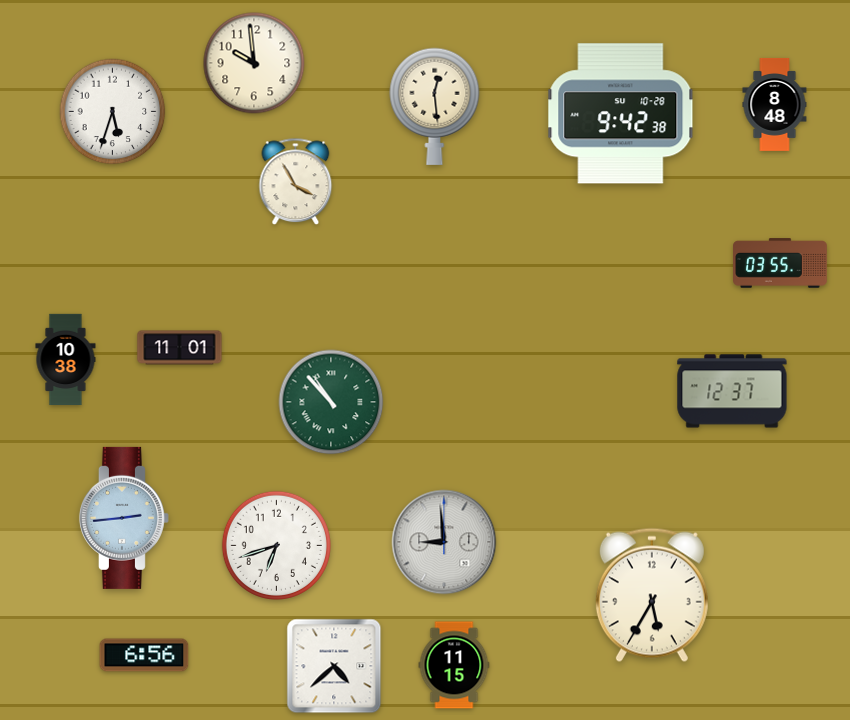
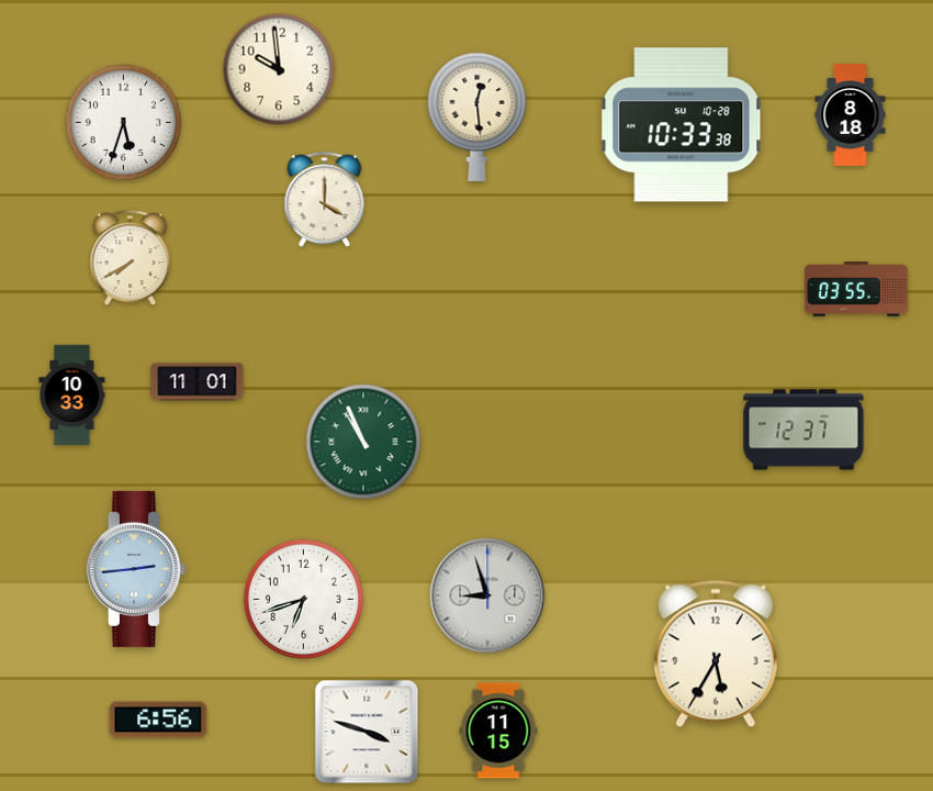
clock at (775, 104): 8:48 -> 8:18
clock at (621, 114): 9:42 -> 10:33
clock at (296, 182): 3:55 -> 4:00
clock at (131, 258): none -> 7:40
clock at (66, 360): 10:38 -> 10:33
clock at (331, 402): 10:53 -> 10:56
clock at (444, 542): 8:59 -> 8:57
clock at (334, 666): 4:38 -> 3:48
